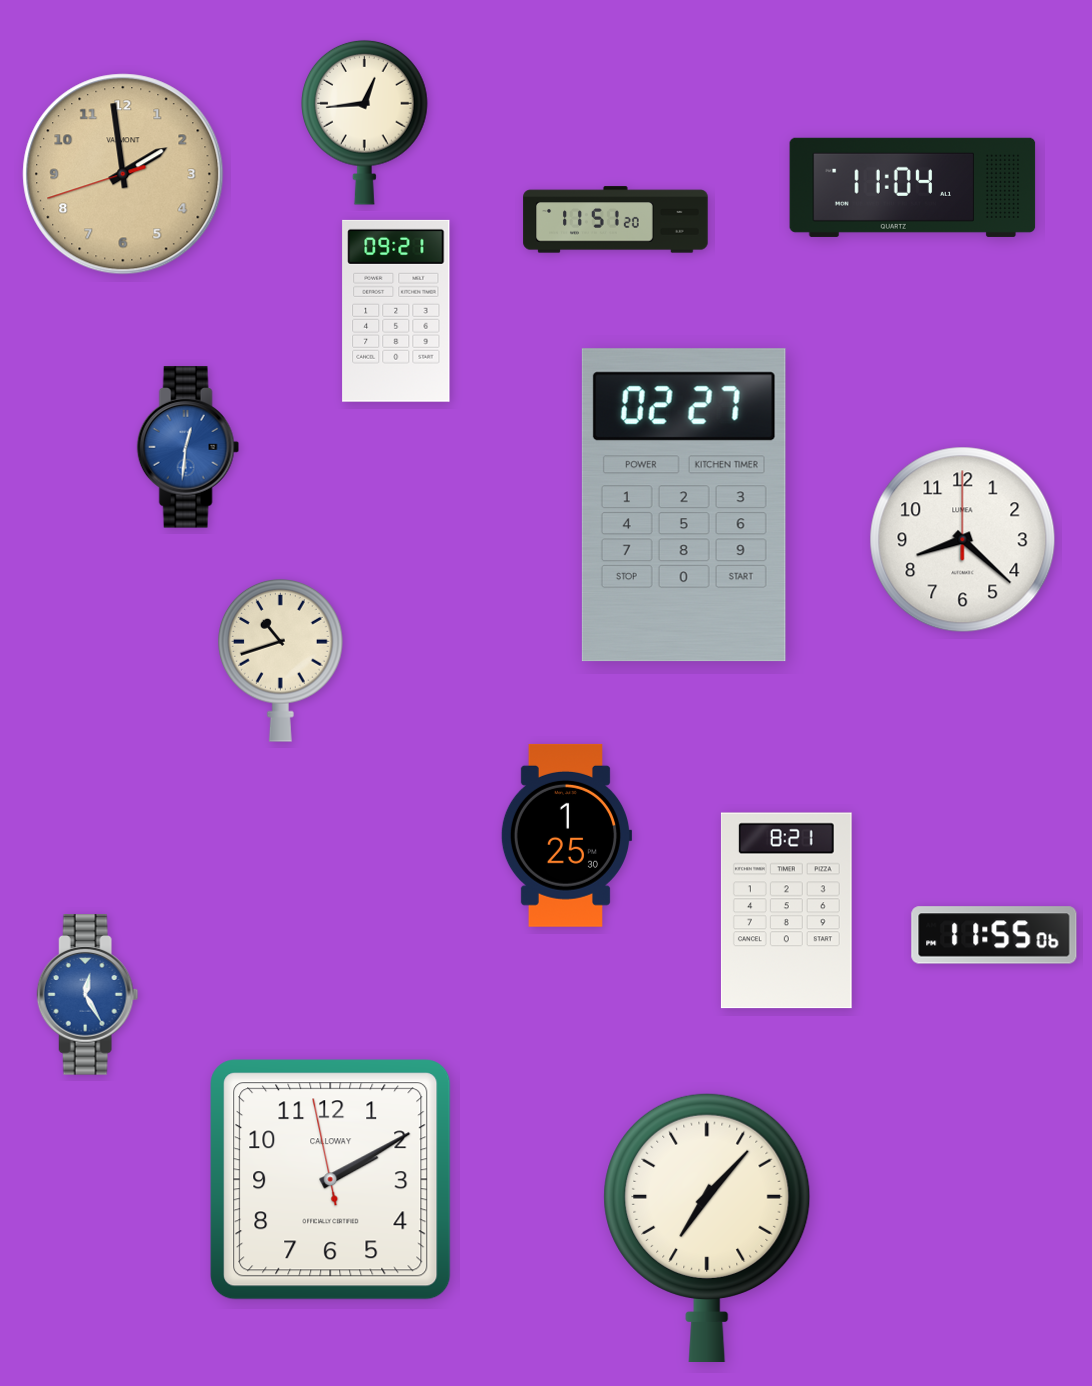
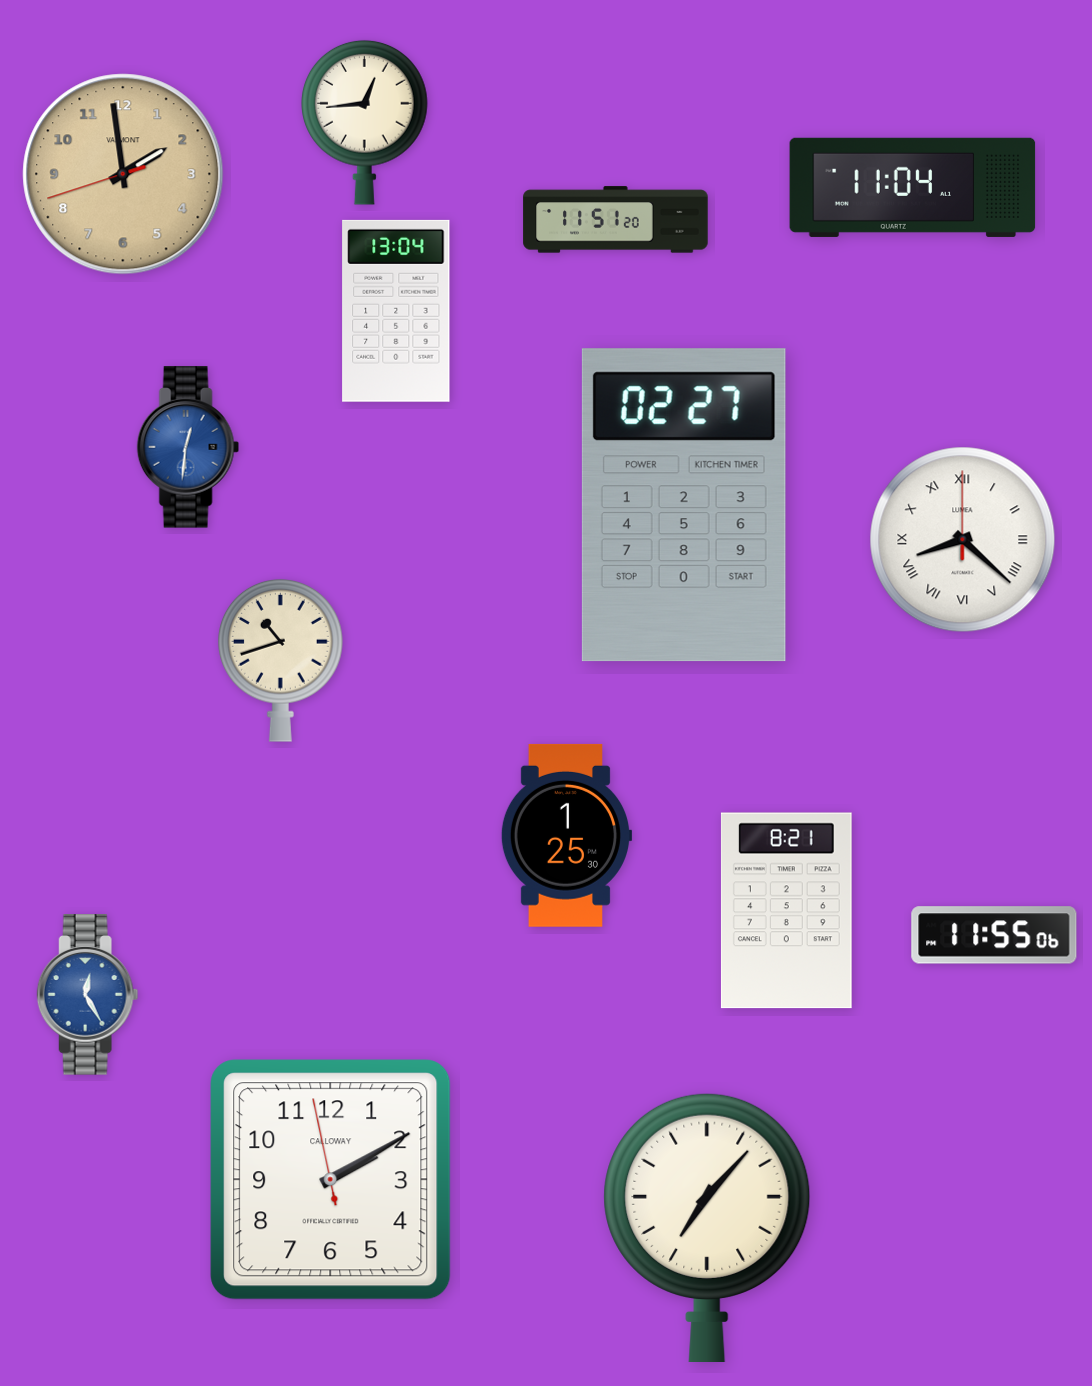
clock at (396, 311): 09:21 -> 13:04
clock at (963, 540) numerals: Arabic -> Roman
